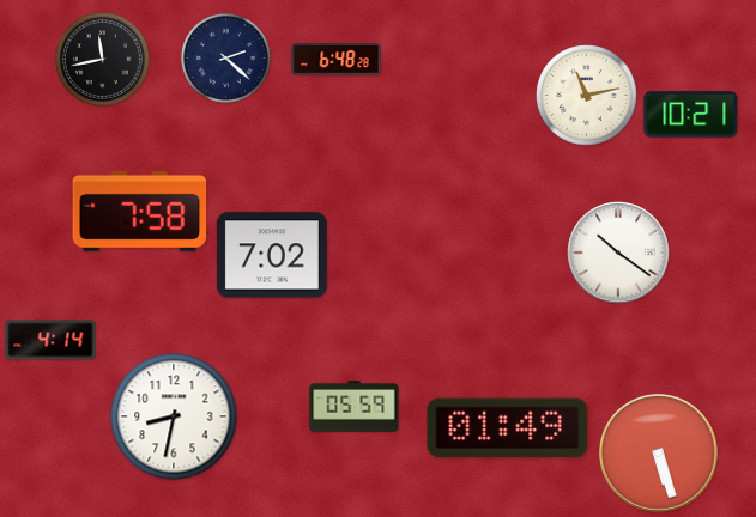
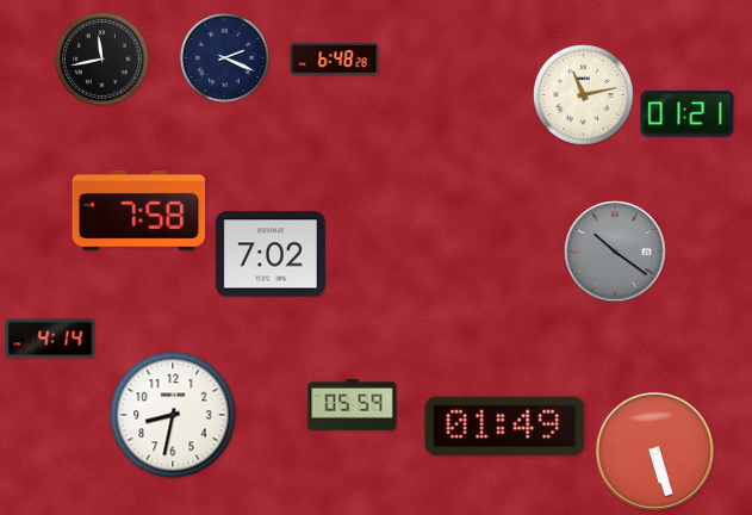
clock at (225, 57): 2:22 -> 2:19
clock at (691, 115): 10:21 -> 01:21
clock at (618, 253) dial: white -> grey
